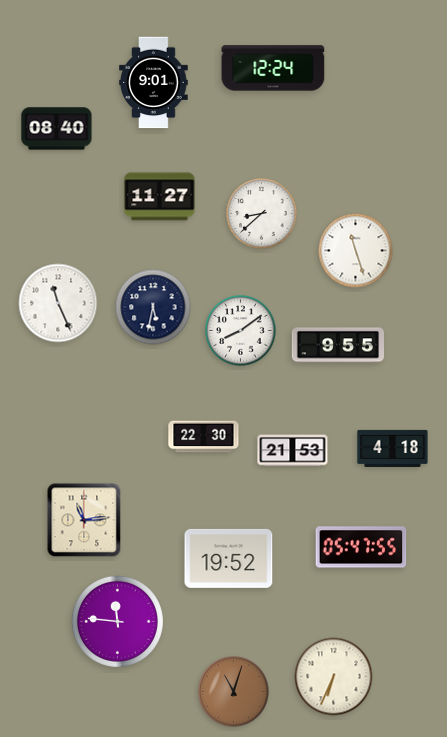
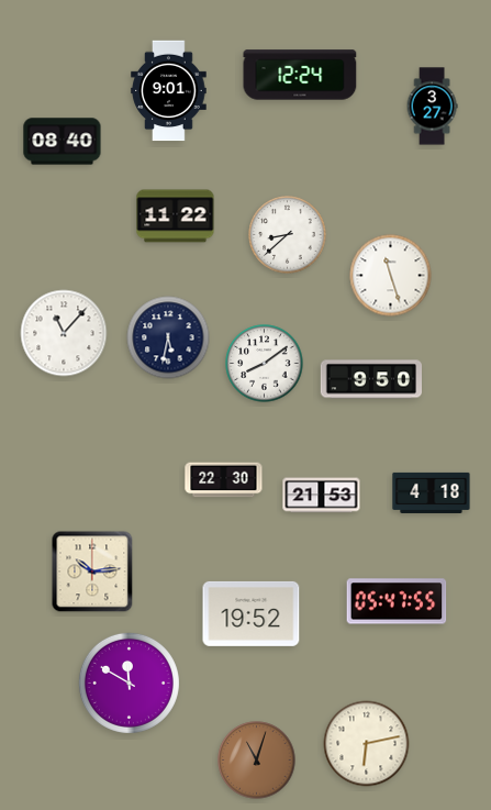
clock at (432, 107): none -> 3:27
clock at (160, 197): 11:27 -> 11:22
clock at (58, 303): 11:26 -> 11:07
clock at (337, 345): 9:55 -> 9:50
clock at (84, 520): 11:14 -> 10:14
clock at (117, 621): 11:46 -> 11:50
clock at (334, 677): 6:34 -> 6:13
